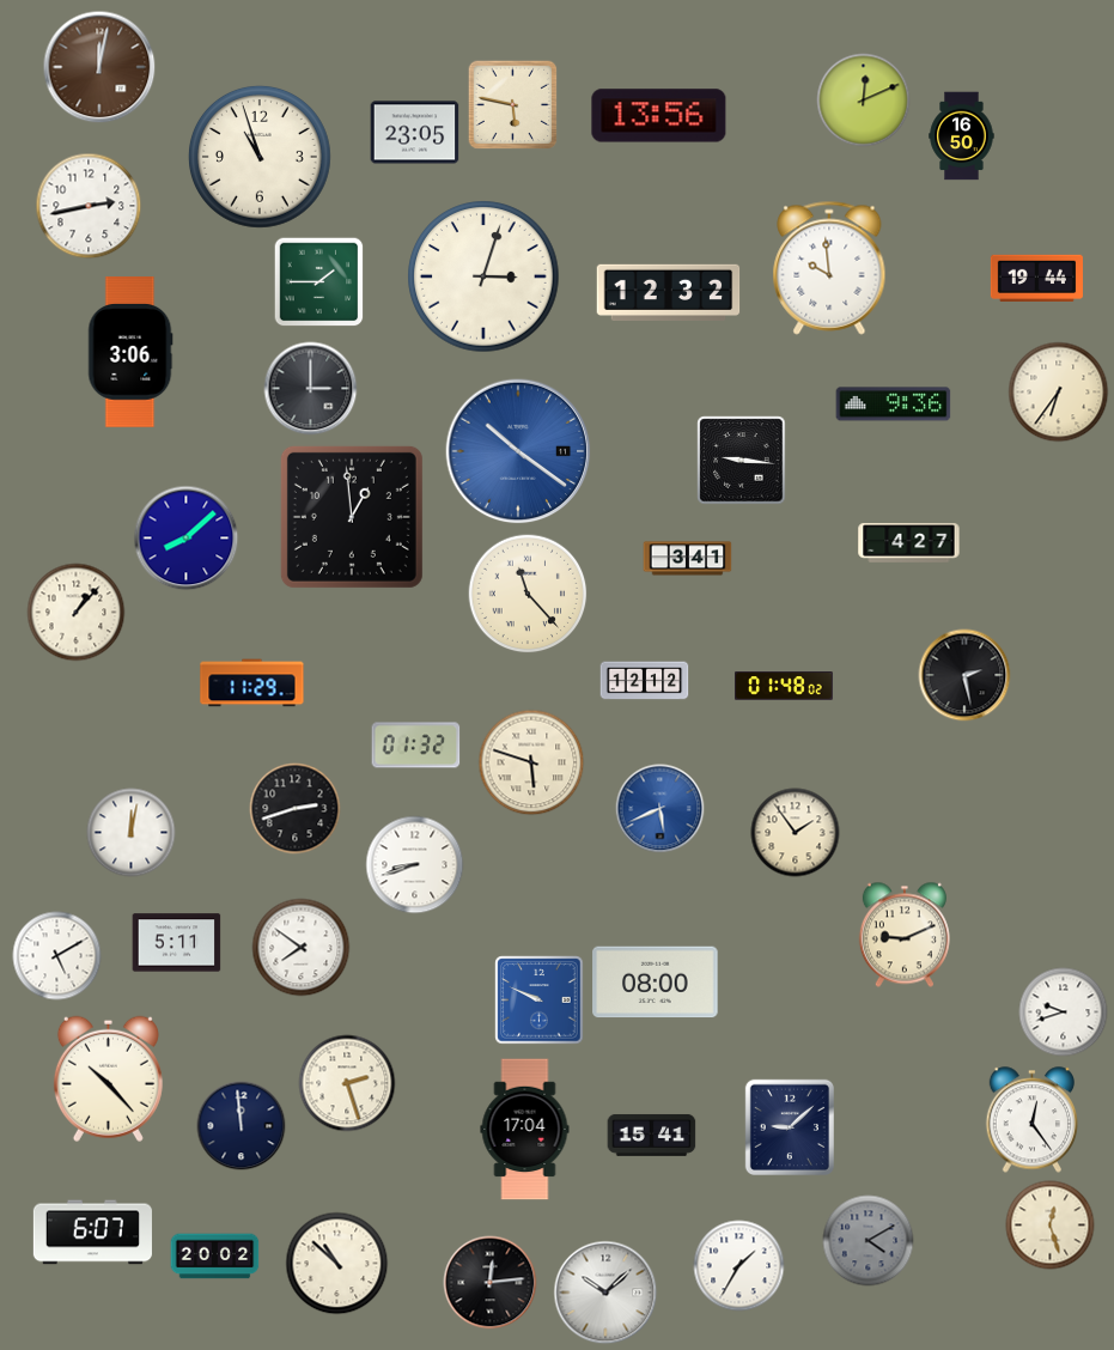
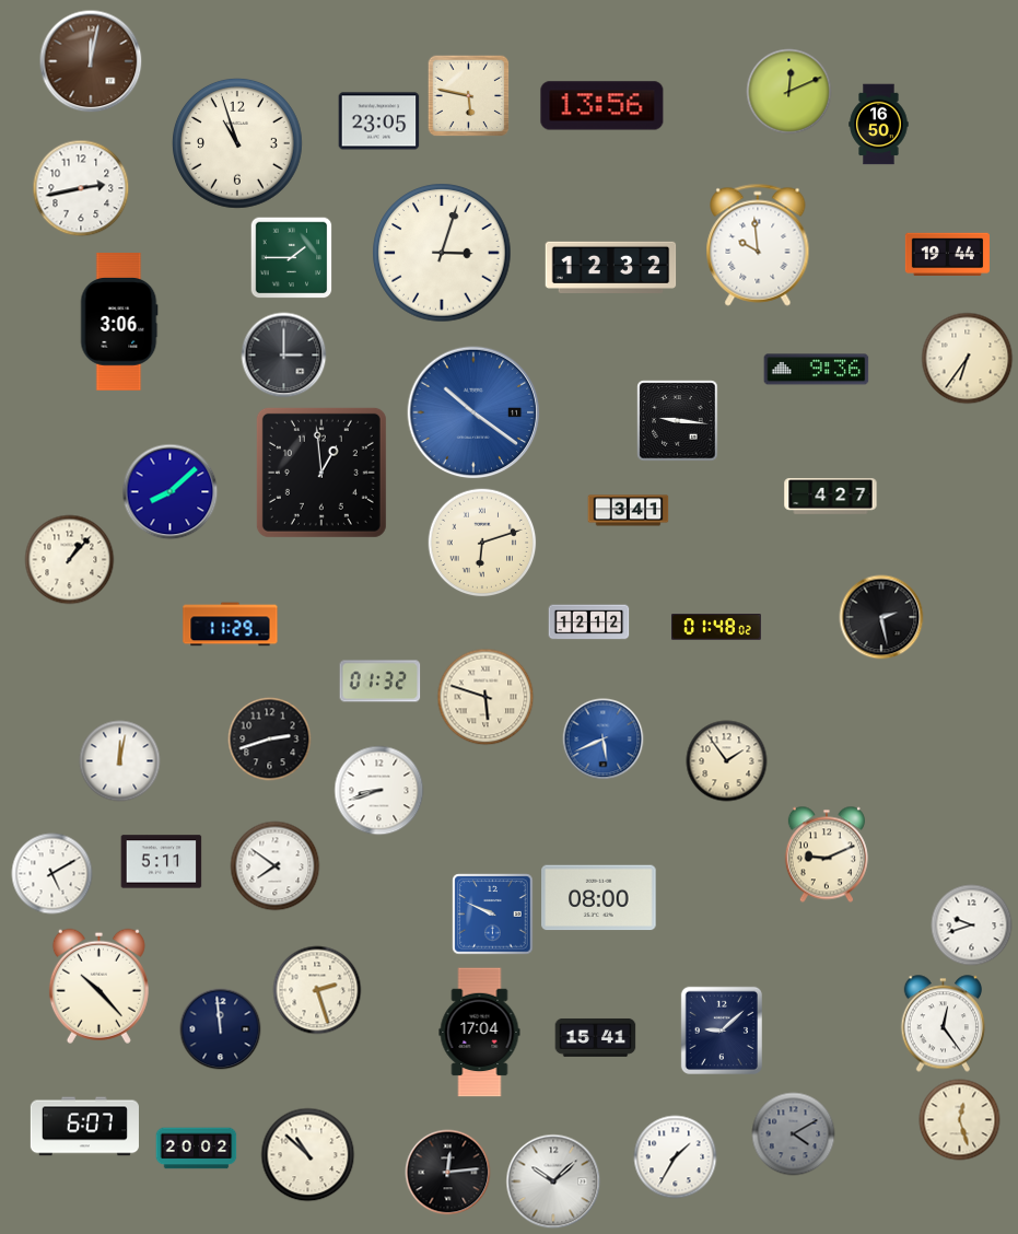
clock at (528, 594): 11:23 -> 6:12
